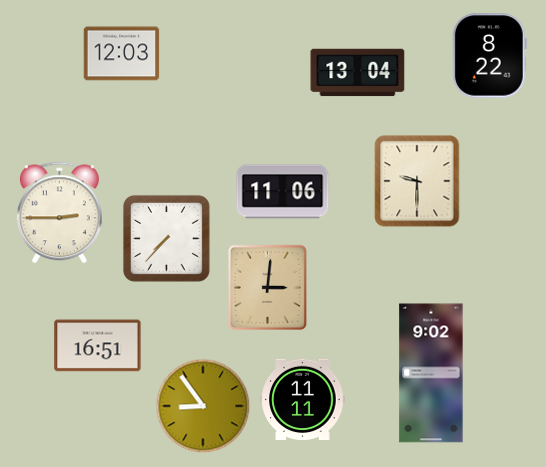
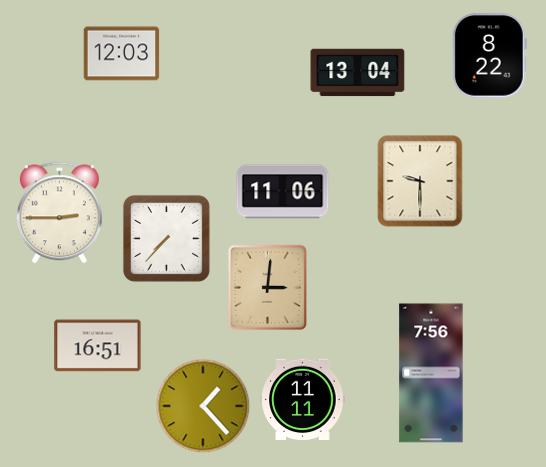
clock at (417, 181) position: (417, 181) -> (420, 181)
clock at (431, 373): 9:02 -> 7:56
clock at (203, 406): 8:54 -> 1:23
